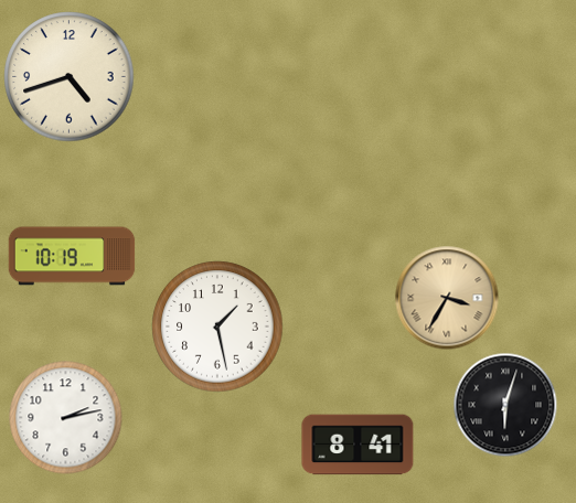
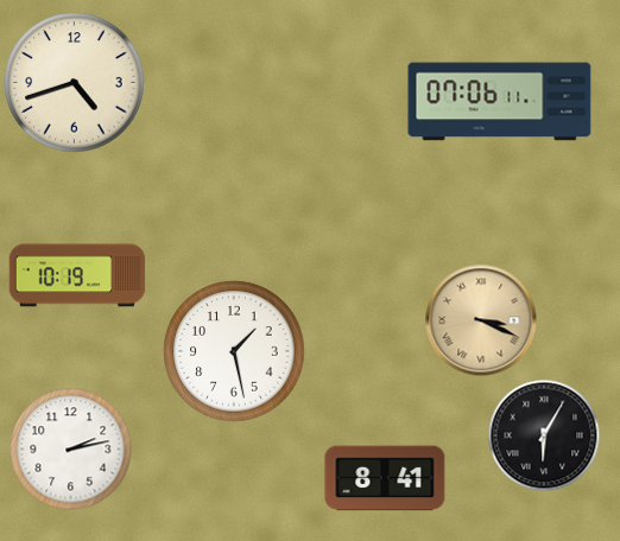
clock at (500, 102): none -> 07:06
clock at (447, 298): 3:35 -> 3:19
clock at (505, 405): 6:03 -> 6:05
